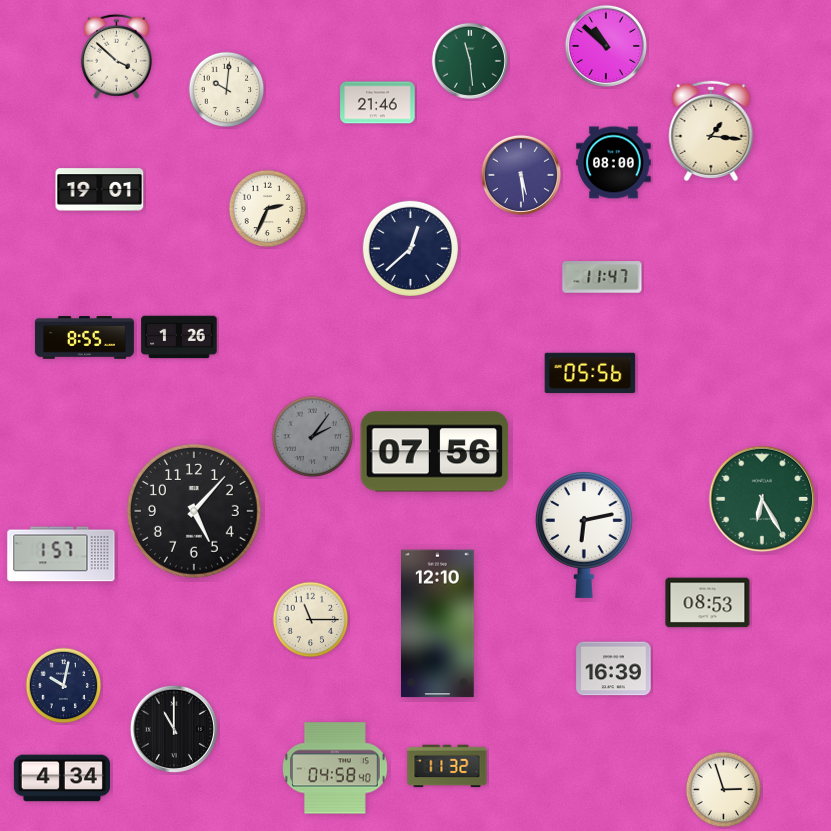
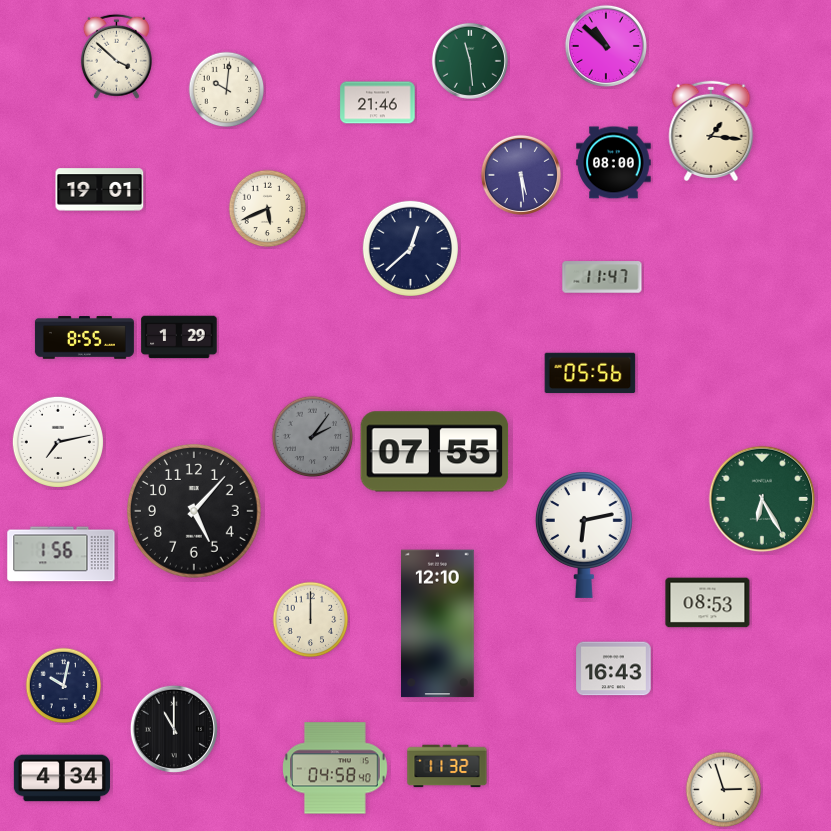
clock at (268, 209): 2:34 -> 5:41
clock at (179, 337): 1:26 -> 1:29
clock at (58, 442): none -> 7:13
clock at (435, 452): 07:56 -> 07:55
clock at (61, 554): 1:57 -> 1:56
clock at (311, 620): 11:15 -> 12:00
clock at (614, 669): 16:39 -> 16:43
